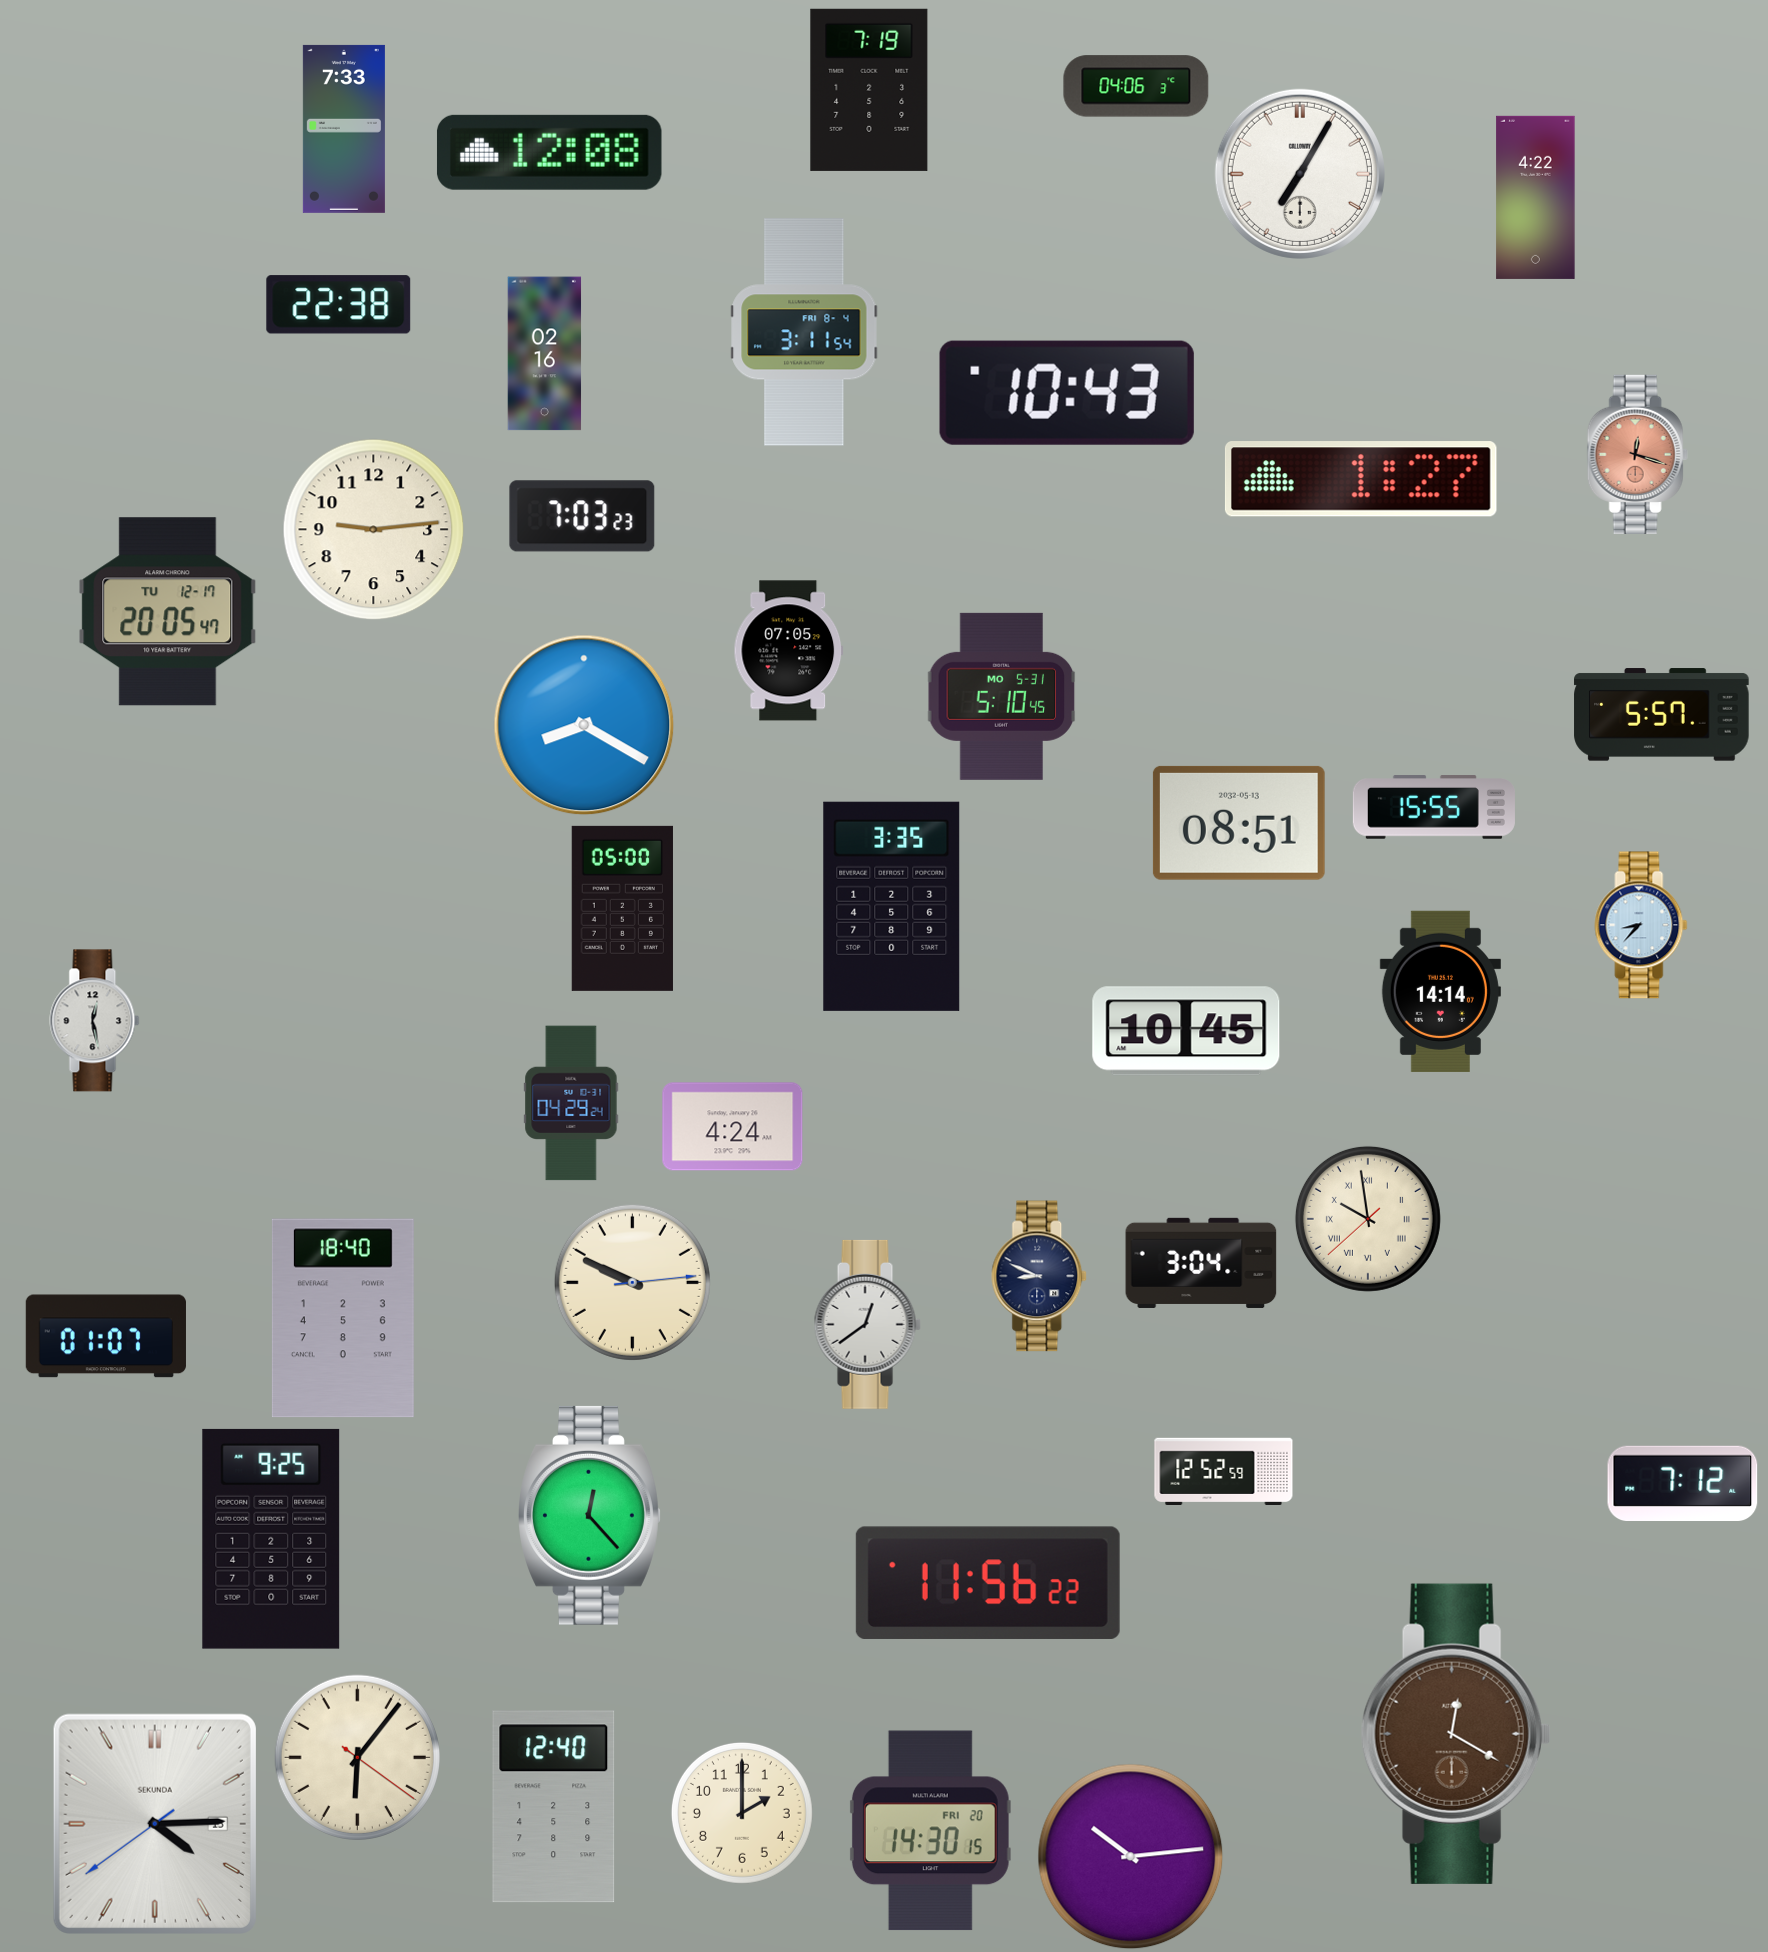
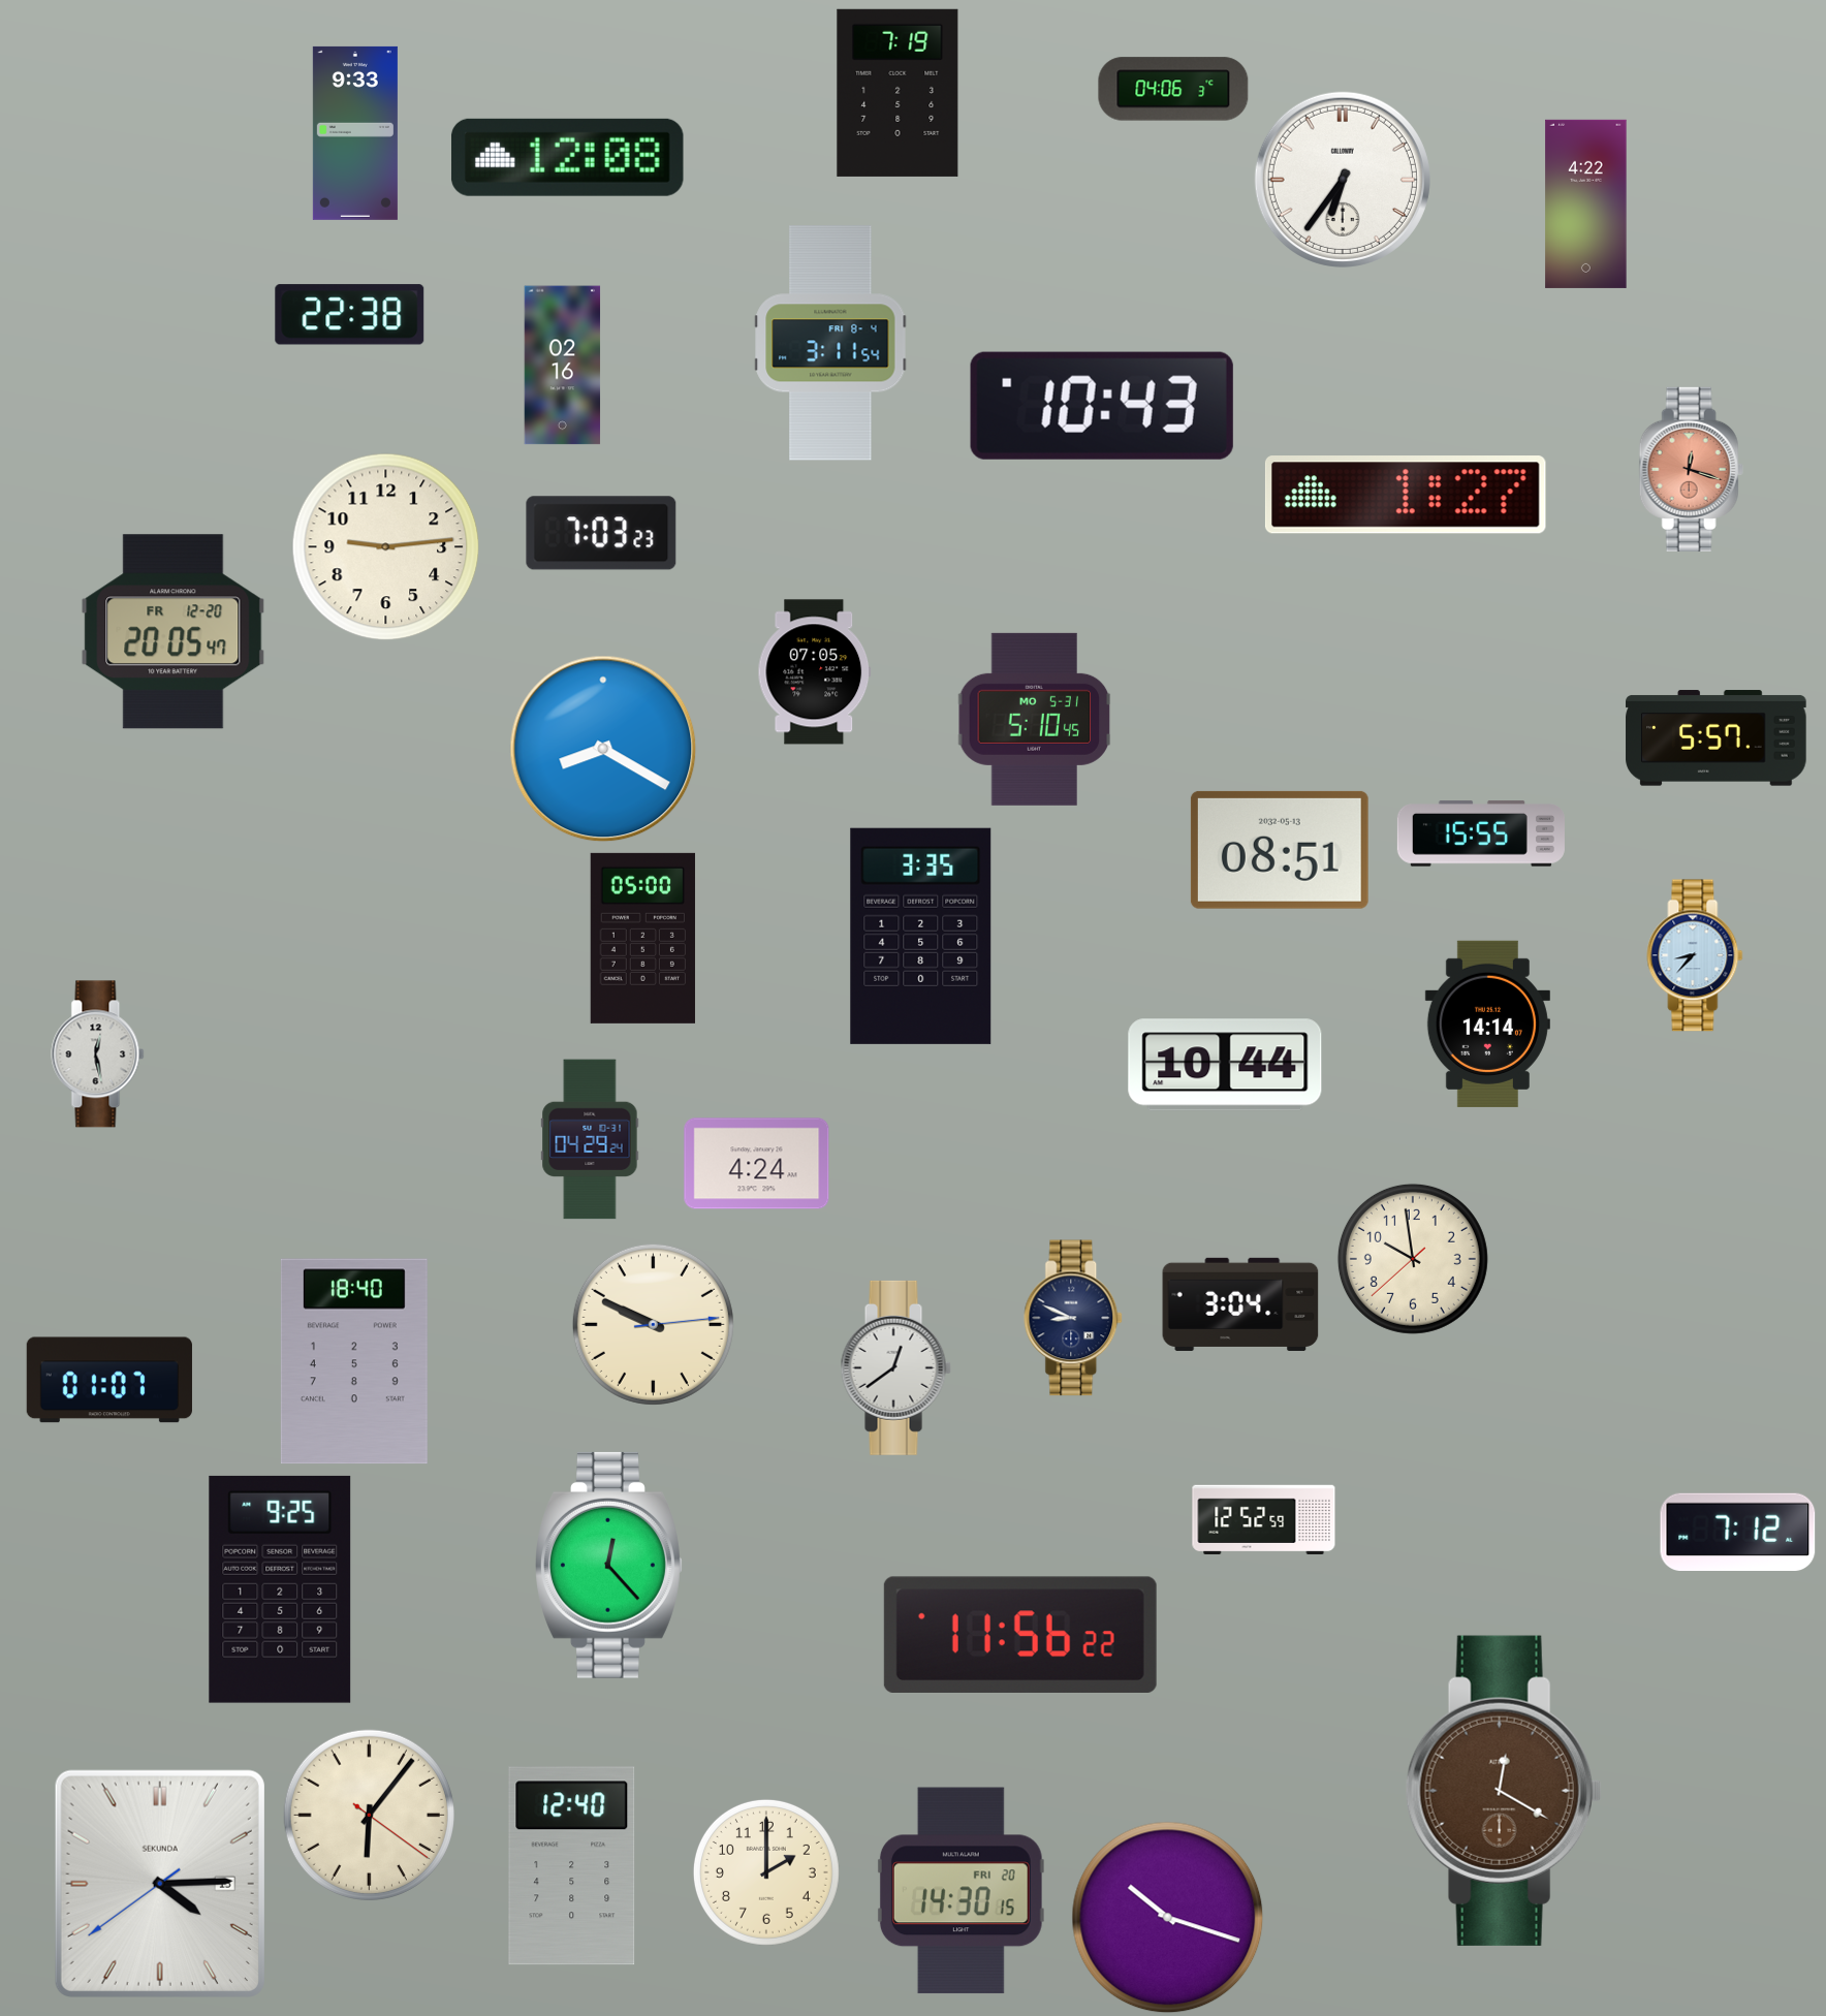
clock at (344, 129): 7:33 -> 9:33
clock at (1300, 174): 7:05 -> 6:36
clock at (168, 612) date: TU 12-17 -> FR 12-20
clock at (1186, 1031): 10:45 -> 10:44
clock at (1368, 1219) numerals: Roman -> Arabic
clock at (1131, 1857): 10:14 -> 10:18
